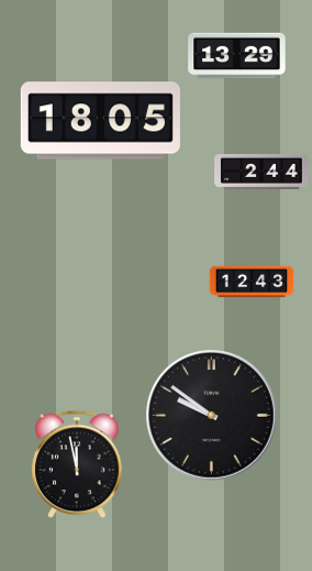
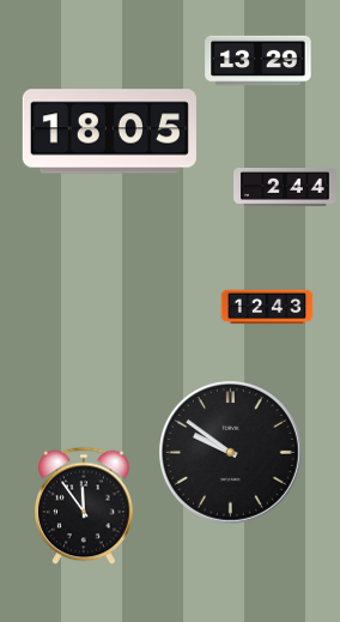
clock at (252, 282) position: (252, 282) -> (267, 307)
clock at (78, 464): 11:58 -> 11:54
